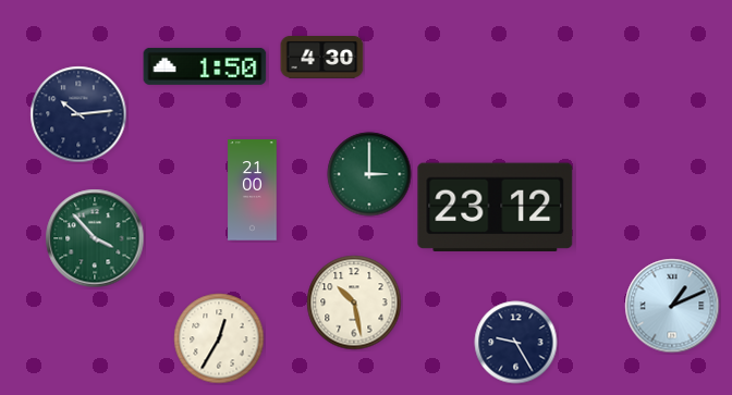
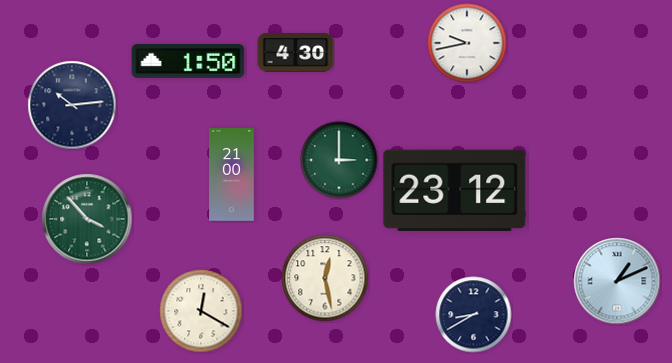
clock at (467, 43): none -> 9:43
clock at (354, 303): 10:28 -> 12:28
clock at (219, 338): 12:35 -> 12:20
clock at (516, 343): 9:25 -> 8:40
